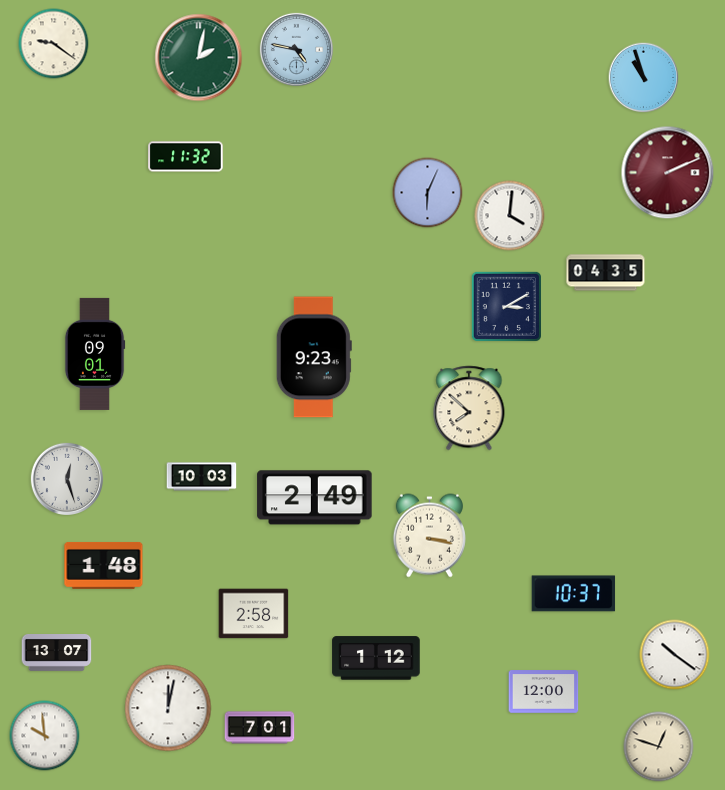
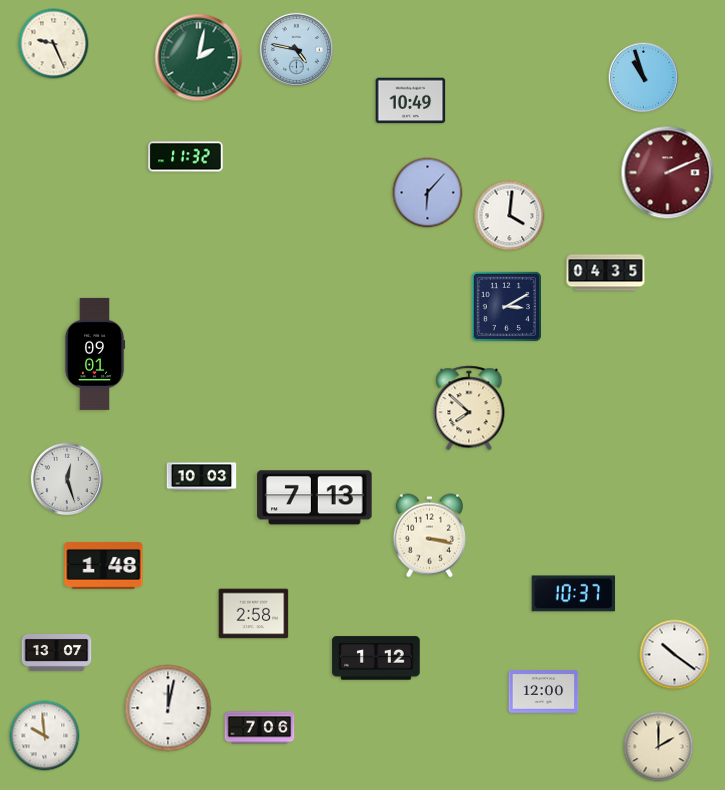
clock at (54, 44): 9:21 -> 9:26
clock at (411, 101): none -> 10:49
clock at (428, 193): 6:04 -> 6:07
clock at (314, 357): 9:23 -> none
clock at (315, 498): 2:49 -> 7:13
clock at (260, 728): 7:01 -> 7:06
clock at (659, 747): 12:48 -> 2:00
